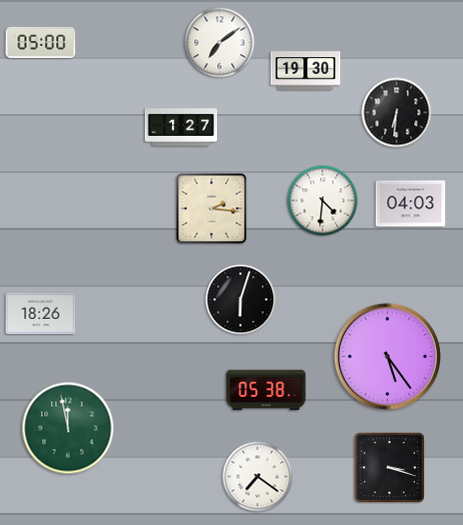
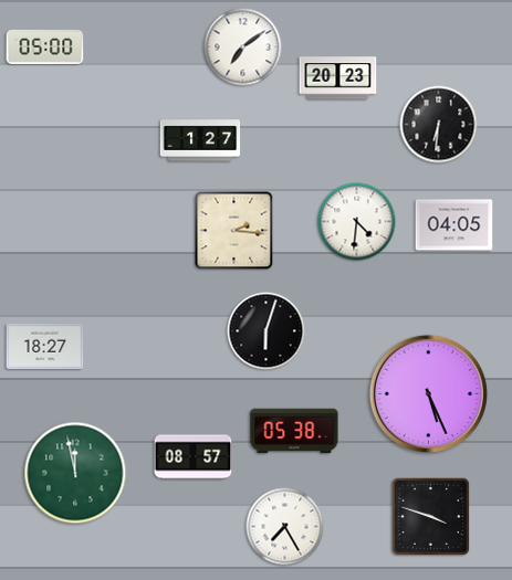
clock at (306, 71): 19:30 -> 20:23
clock at (411, 204): 04:03 -> 04:05
clock at (41, 314): 18:26 -> 18:27
clock at (387, 356): 5:24 -> 5:26
clock at (194, 457): none -> 08:57
clock at (389, 467): 3:18 -> 3:48
clock at (258, 477): 7:21 -> 7:25
